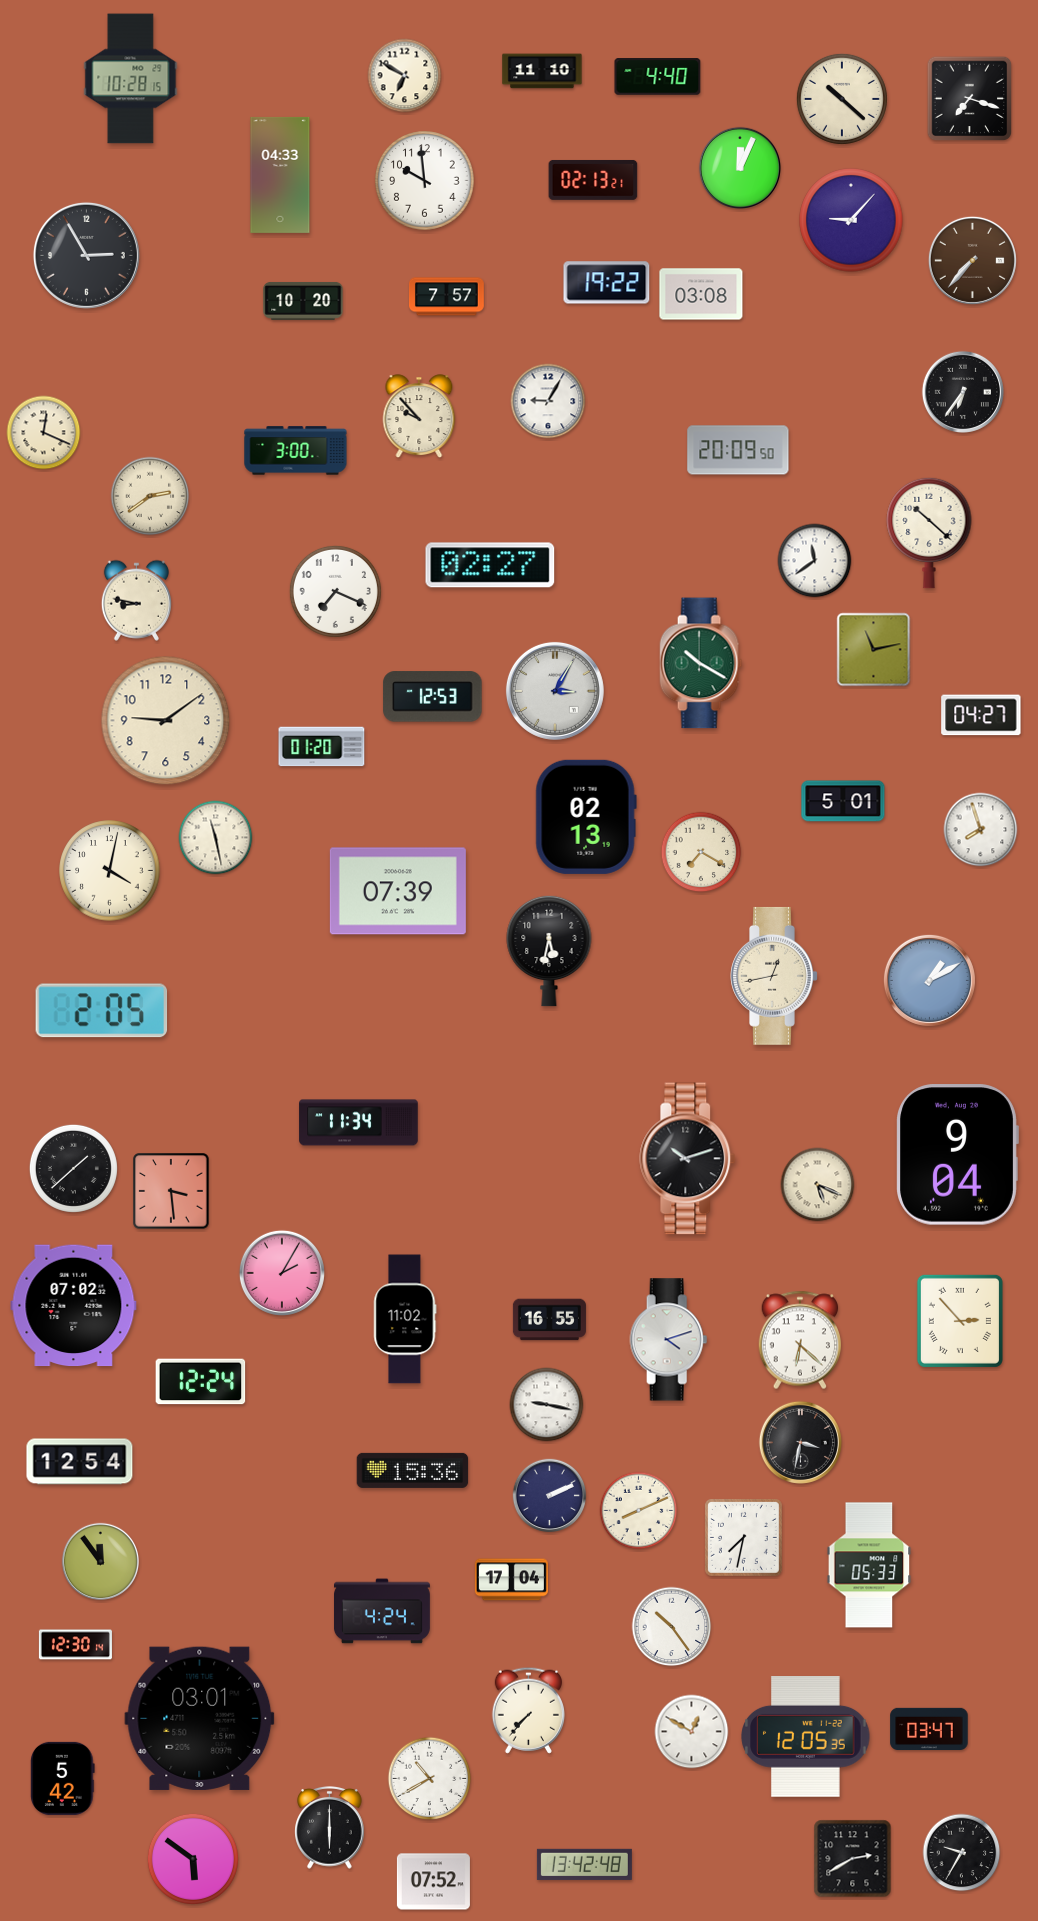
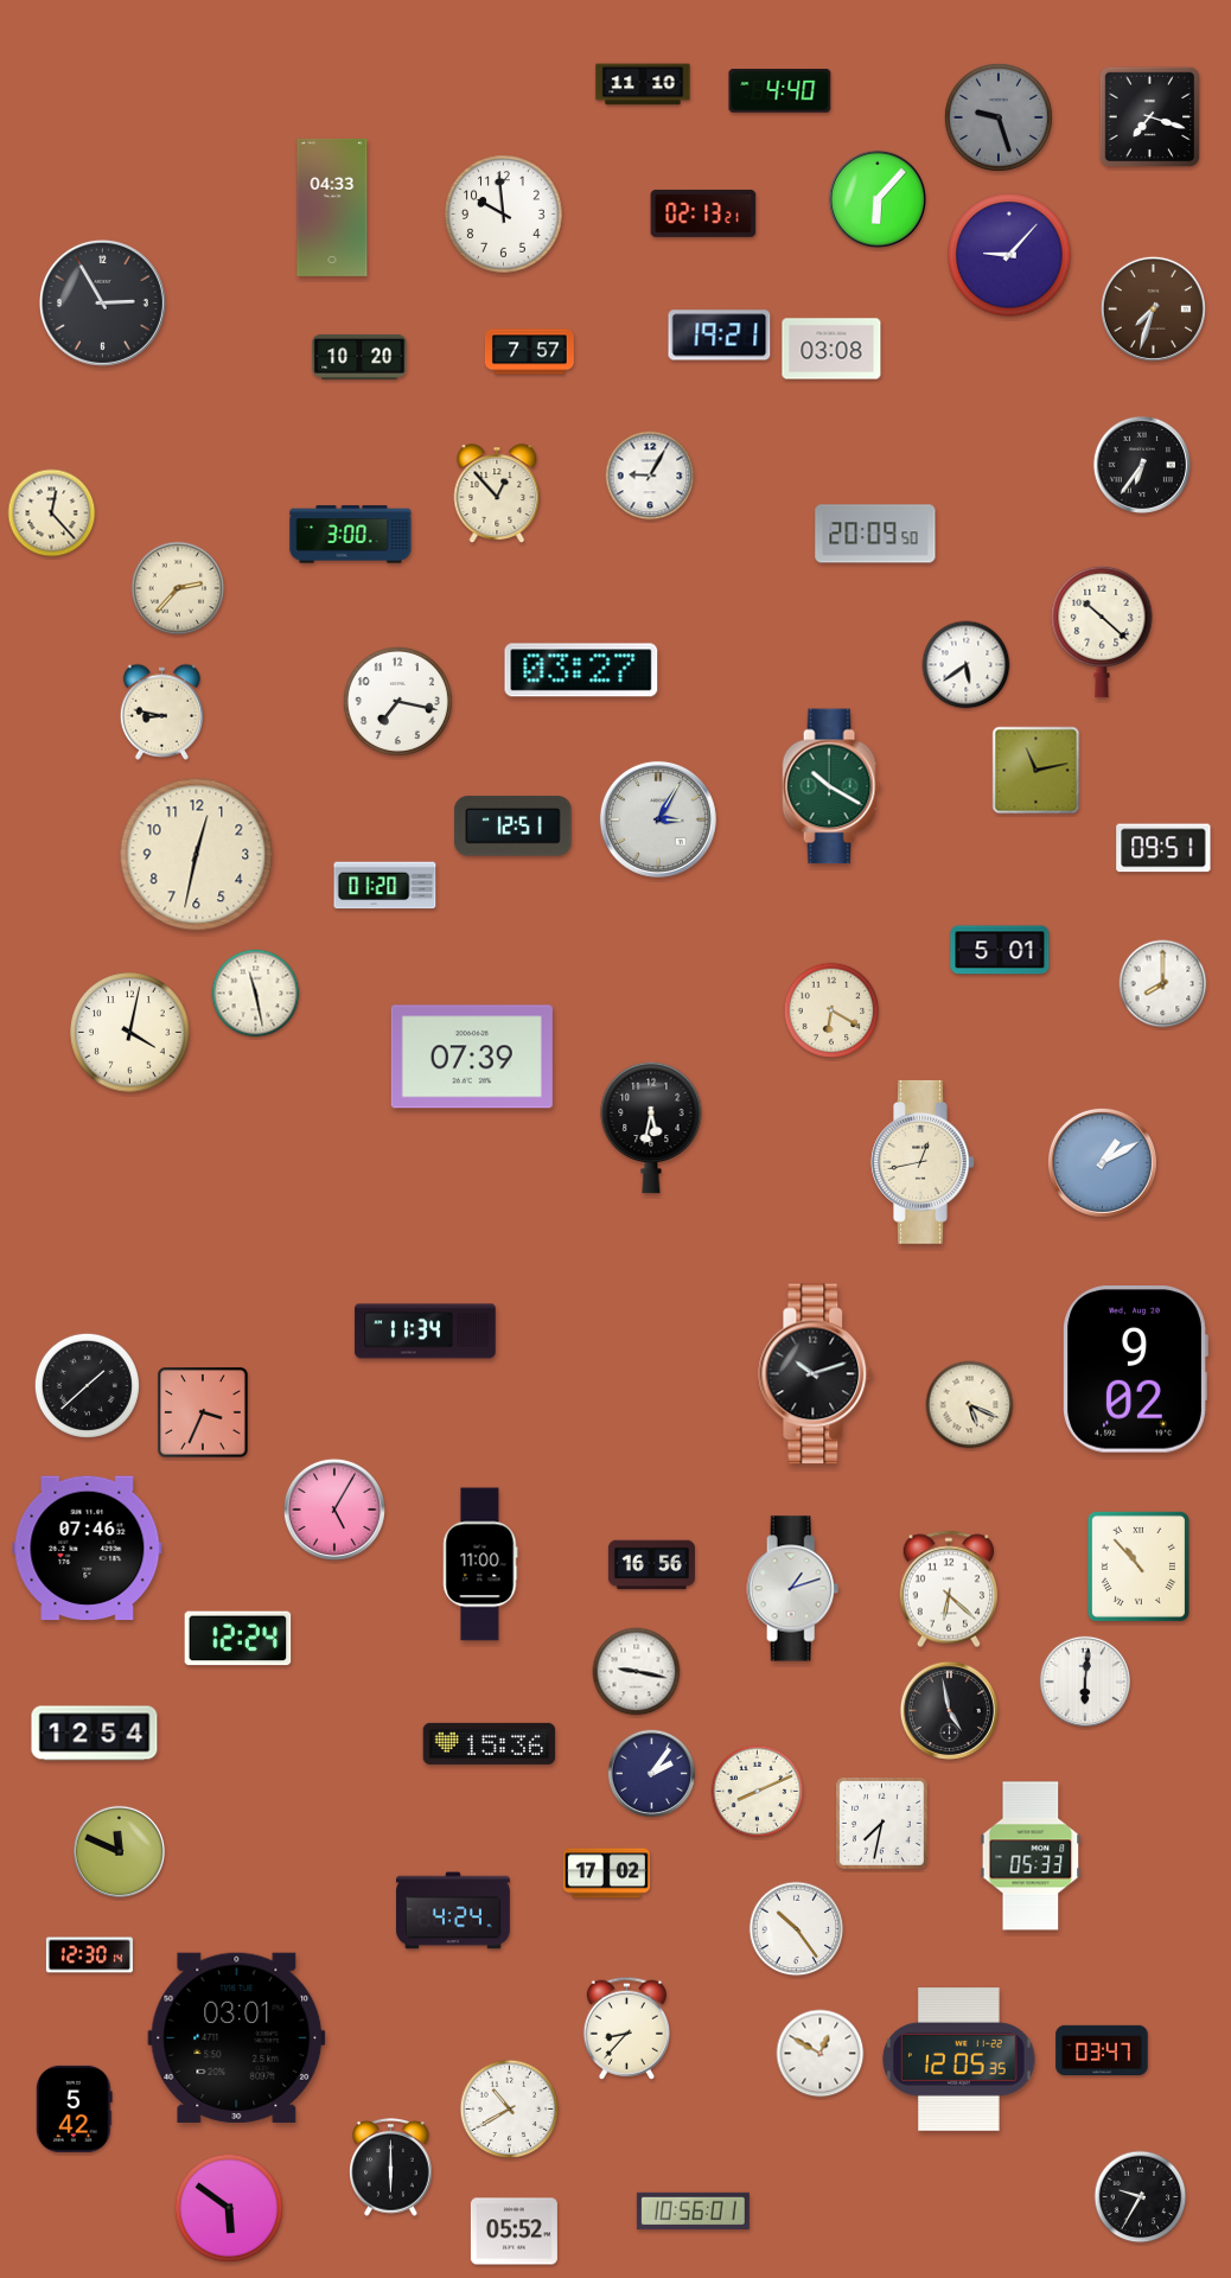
clock at (405, 76): 6:50 -> none
clock at (131, 79): 10:28 -> none
clock at (842, 99): 10:22 -> 9:27
clock at (842, 99) dial: cream -> grey
clock at (740, 168): 12:04 -> 6:07
clock at (851, 220) position: (851, 220) -> (1009, 255)
clock at (972, 260): 7:37 -> 7:33
clock at (607, 283): 19:22 -> 19:21
clock at (419, 416): 9:53 -> 12:53
clock at (44, 433): 12:19 -> 12:23
clock at (150, 496): 2:39 -> 2:37
clock at (815, 561): 11:39 -> 5:39
clock at (490, 565): 02:27 -> 03:27
clock at (335, 591): 7:19 -> 7:17
clock at (433, 697): 12:53 -> 12:51
clock at (981, 715): 04:27 -> 09:51
clock at (166, 721): 9:09 -> 12:32
clock at (322, 747) position: (322, 747) -> (385, 886)
clock at (586, 817): 02:13 -> none
clock at (981, 830): 7:57 -> 8:00
clock at (701, 852): 7:20 -> 6:20
clock at (774, 976) position: (774, 976) -> (923, 1162)
clock at (102, 1011): 2:05 -> none
clock at (957, 1155): 9:04 -> 9:02
clock at (171, 1191): 3:29 -> 3:34
clock at (282, 1273): 2:05 -> 5:05
clock at (74, 1306): 07:02 -> 07:46
clock at (405, 1319): 11:02 -> 11:00
clock at (549, 1320): 16:55 -> 16:56
clock at (960, 1321): 2:53 -> 10:53
clock at (669, 1340): 4:12 -> 1:12
clock at (547, 1405) position: (547, 1405) -> (637, 1672)
clock at (1084, 1680): none -> 6:01
clock at (800, 1442): 3:32 -> 4:58
clock at (550, 1496): 2:11 -> 2:06
clock at (100, 1561): 11:54 -> 11:49
clock at (511, 1580): 17:04 -> 17:02
clock at (75, 1645) position: (75, 1645) -> (89, 1955)
clock at (528, 1710): 7:37 -> 8:37
clock at (806, 1737) position: (806, 1737) -> (959, 2060)
clock at (193, 1859) position: (193, 1859) -> (229, 2208)
clock at (853, 1859): 2:40 -> none
clock at (584, 1864): 13:42 -> 10:56
clock at (433, 1882): 07:52 -> 05:52
